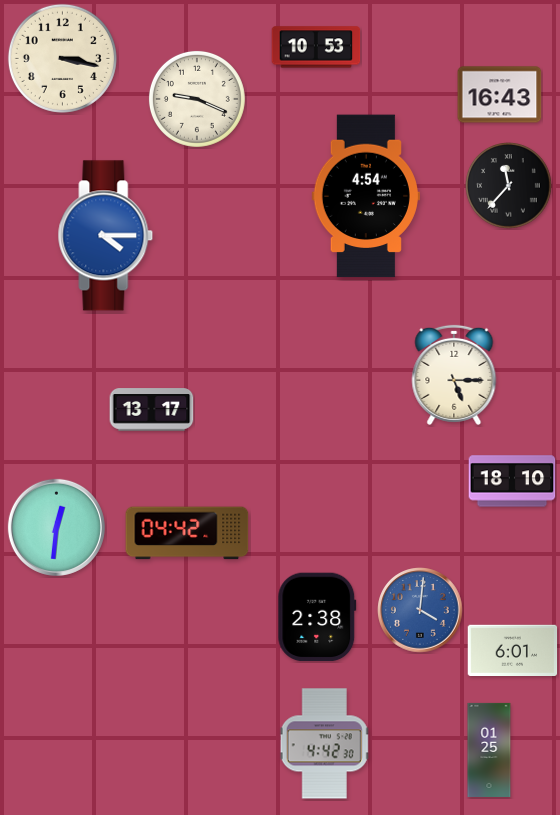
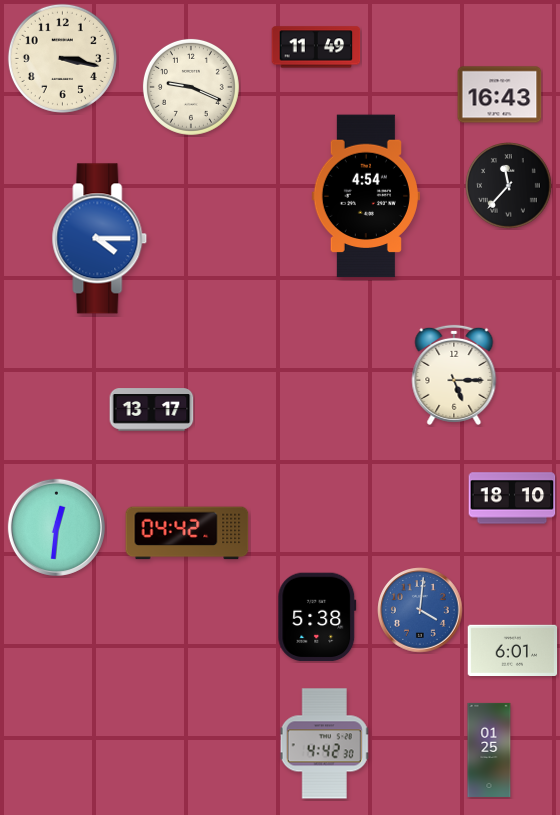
clock at (316, 47): 10:53 -> 11:49
clock at (197, 99) position: (197, 99) -> (191, 87)
clock at (106, 236) position: (106, 236) -> (100, 239)
clock at (512, 481) position: (512, 481) -> (512, 498)
clock at (317, 617): 2:38 -> 5:38
